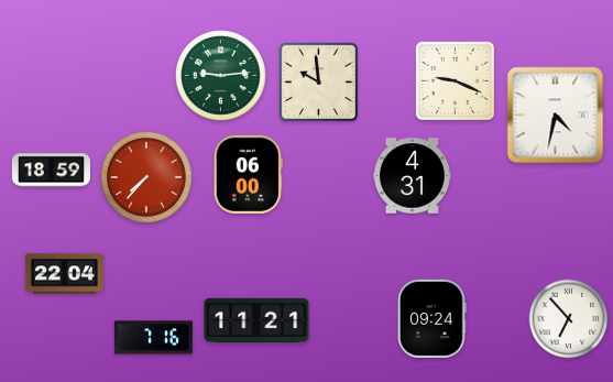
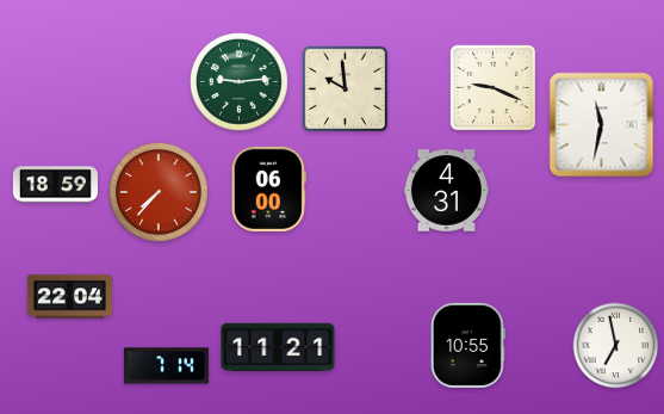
clock at (556, 116): 4:32 -> 11:32
clock at (431, 318): 09:24 -> 10:55
clock at (569, 319): 6:53 -> 6:58
clock at (153, 338): 7:16 -> 7:14
